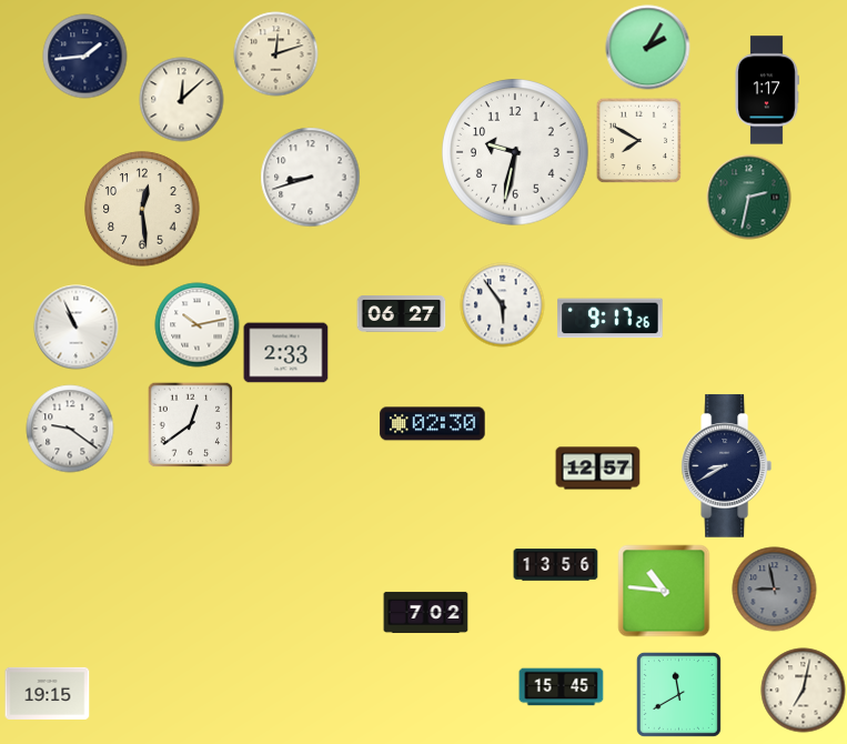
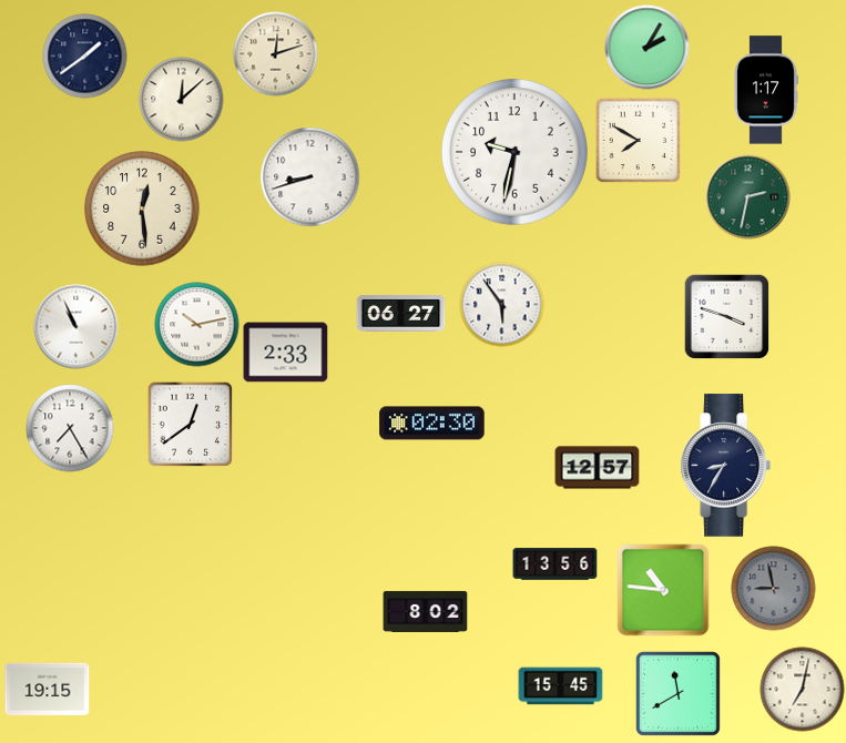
clock at (85, 57): 1:44 -> 1:39
clock at (726, 316): none -> 3:48
clock at (611, 319): 9:17 -> none
clock at (70, 429): 9:21 -> 7:25
clock at (726, 466): 8:40 -> 8:35
clock at (426, 612): 7:02 -> 8:02
clock at (48, 693) position: (48, 693) -> (48, 689)
